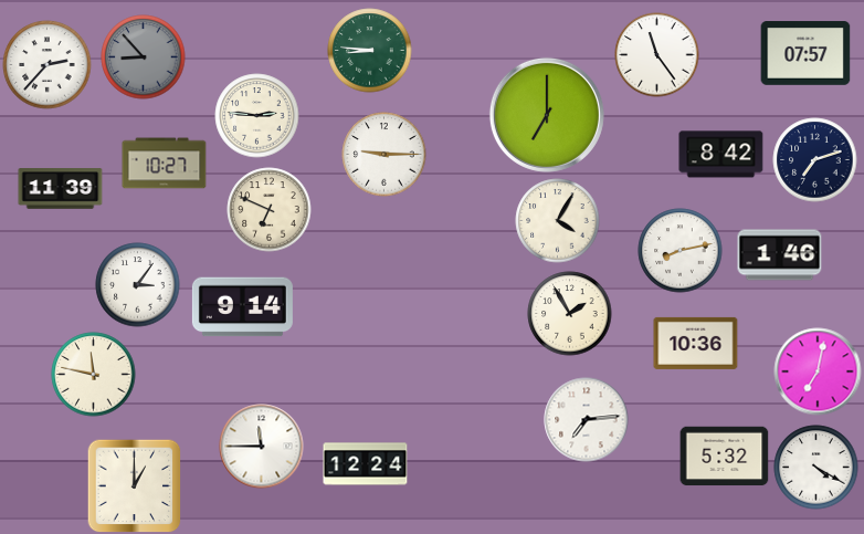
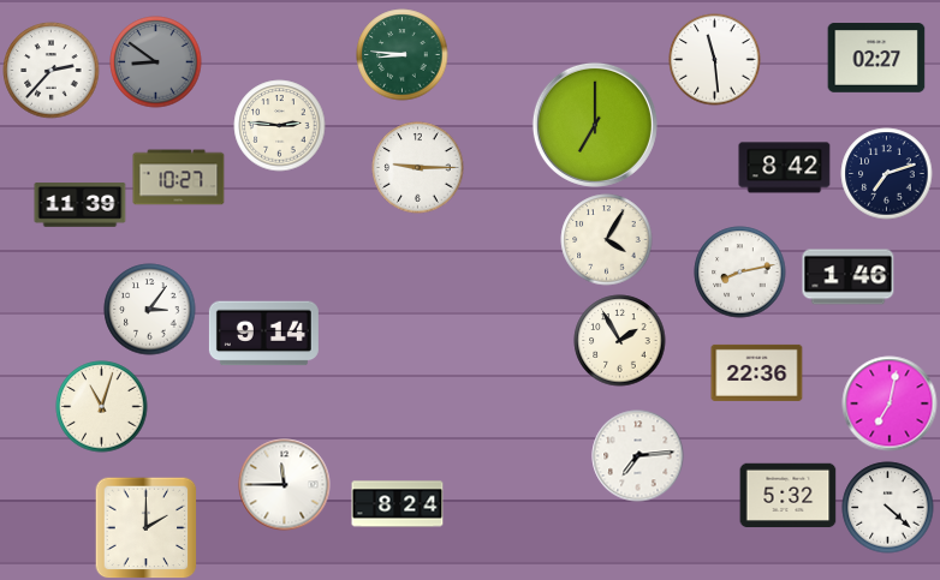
clock at (805, 53): 07:57 -> 02:27
clock at (657, 55): 11:24 -> 11:29
clock at (144, 57): 8:53 -> 8:51
clock at (61, 189) position: (61, 189) -> (81, 205)
clock at (270, 210): 6:49 -> none
clock at (696, 343): 10:36 -> 22:36
clock at (94, 375): 11:47 -> 11:03
clock at (366, 464): 12:24 -> 8:24
clock at (816, 468): 4:20 -> 4:22
clock at (134, 485): 1:00 -> 2:00
